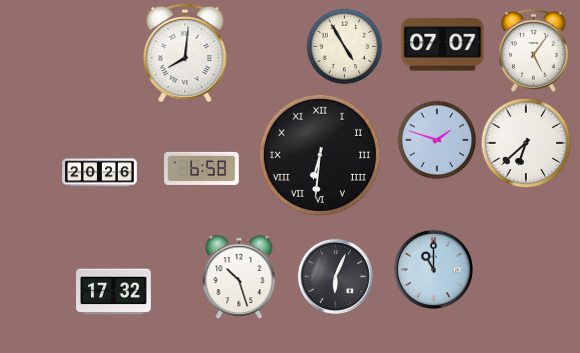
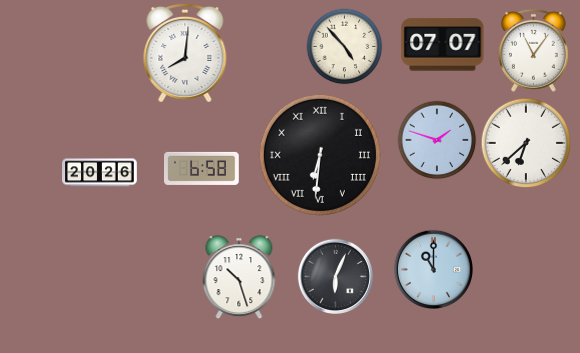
clock at (345, 47): 4:55 -> 4:53
clock at (534, 50): 5:06 -> 11:06
clock at (114, 292): 17:32 -> none
